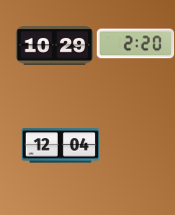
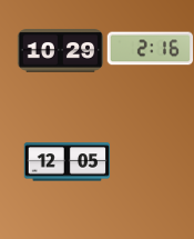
clock at (135, 44): 2:20 -> 2:16
clock at (60, 146): 12:04 -> 12:05
